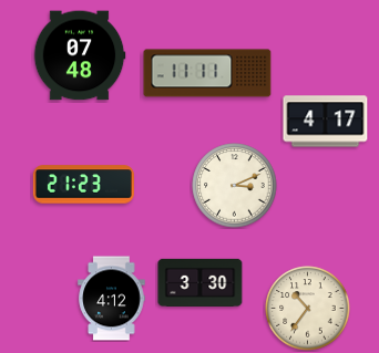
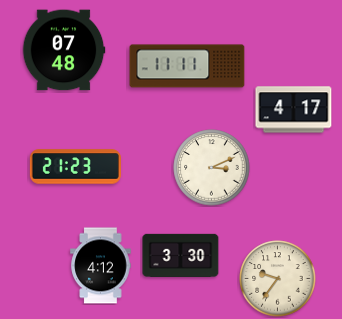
clock at (80, 55) position: (80, 55) -> (64, 50)
clock at (112, 299) position: (112, 299) -> (101, 266)
clock at (308, 309): 10:36 -> 9:36
